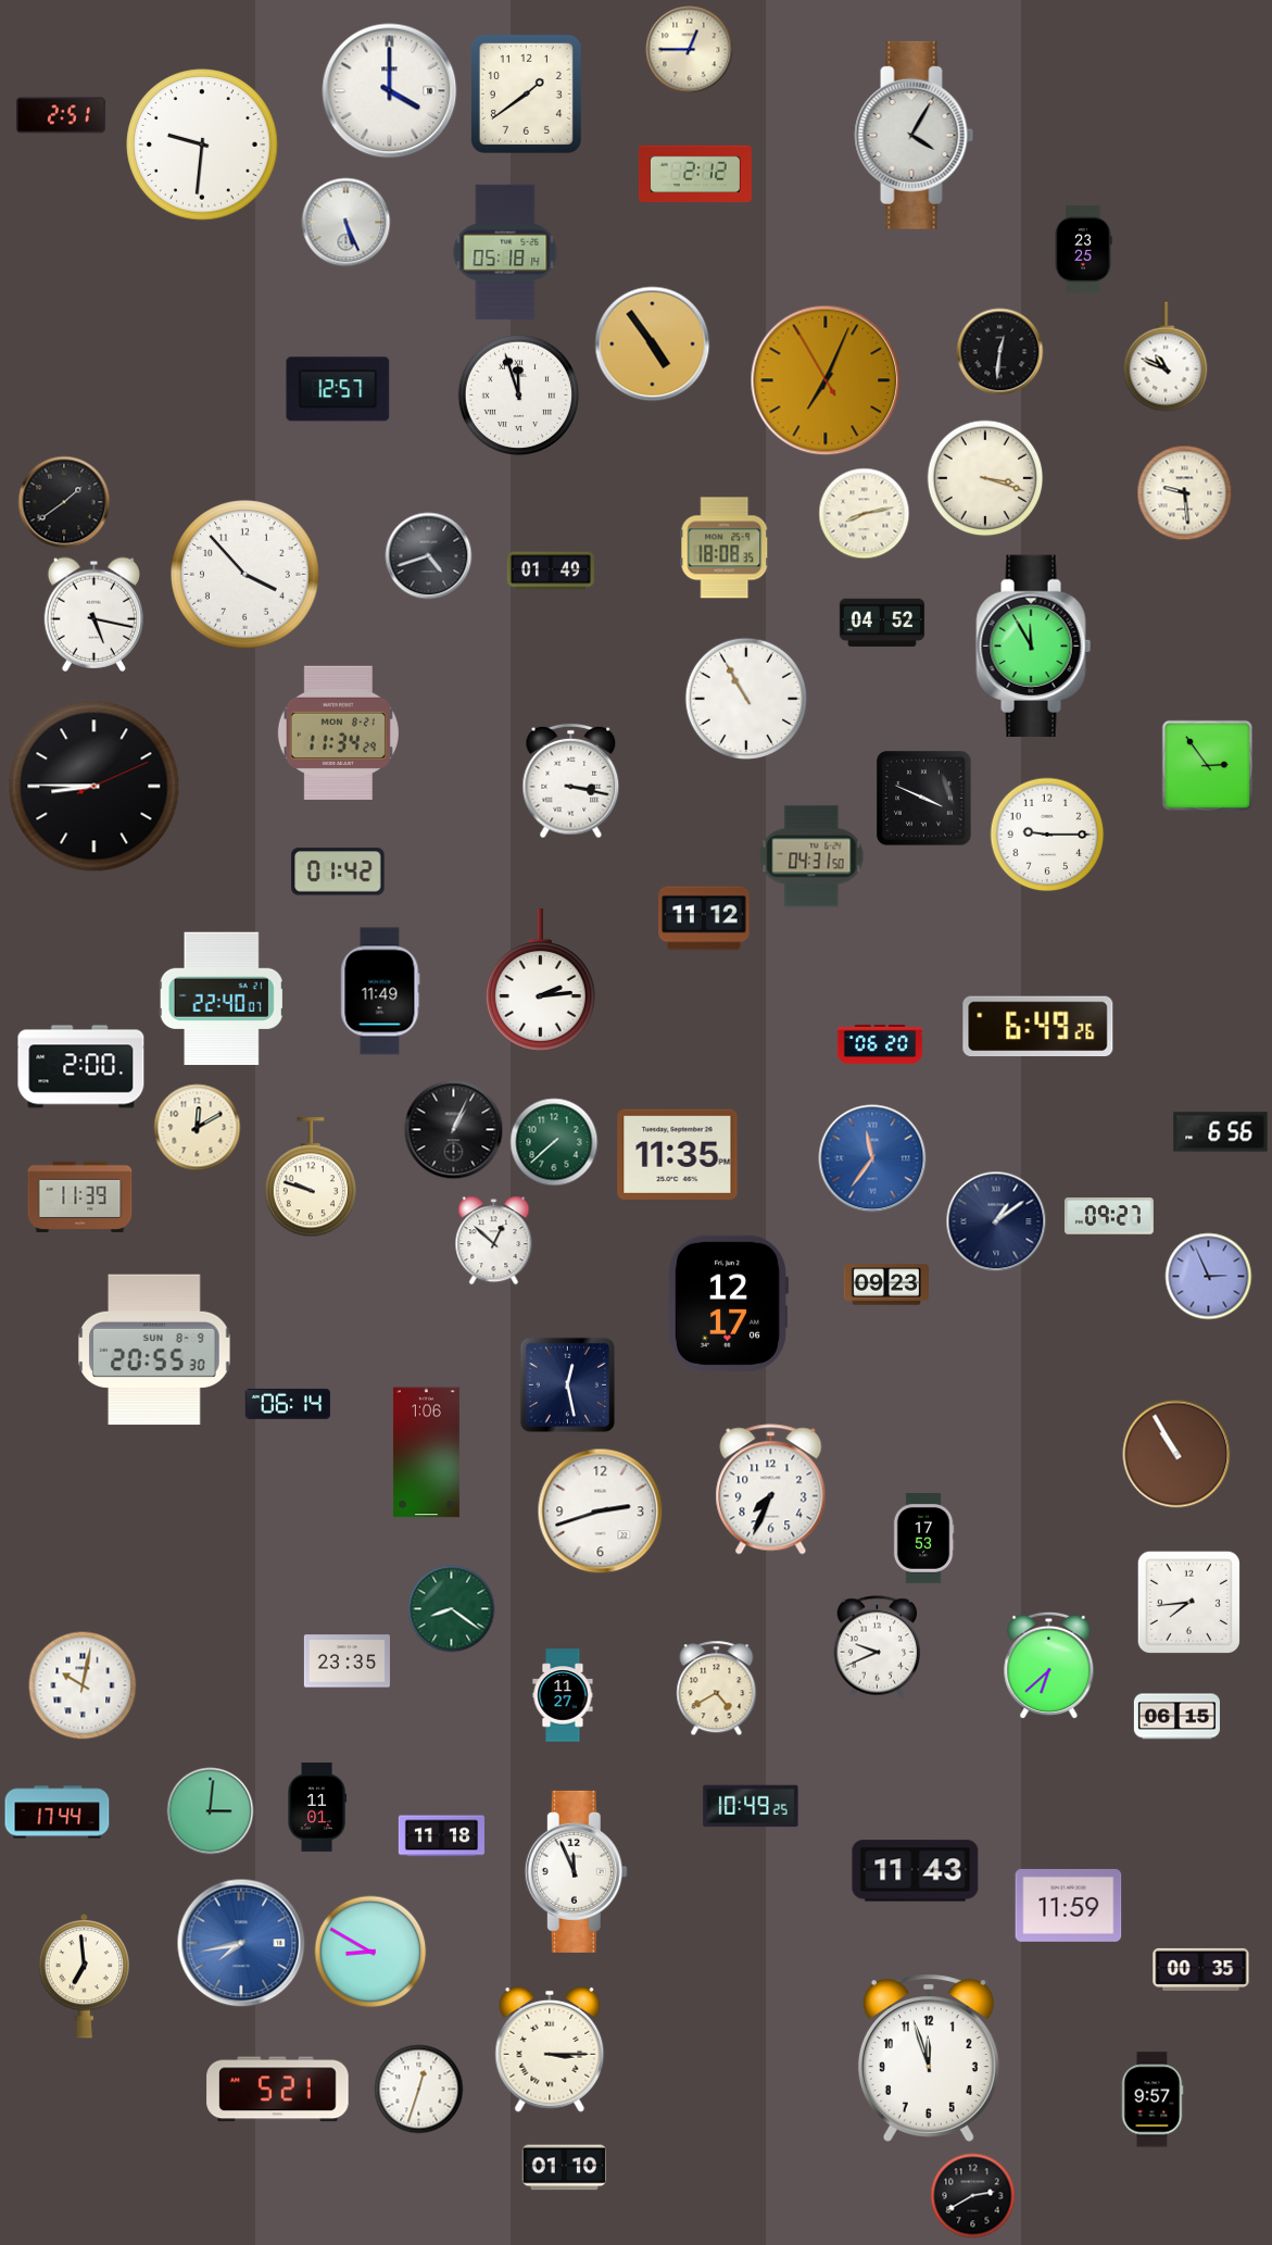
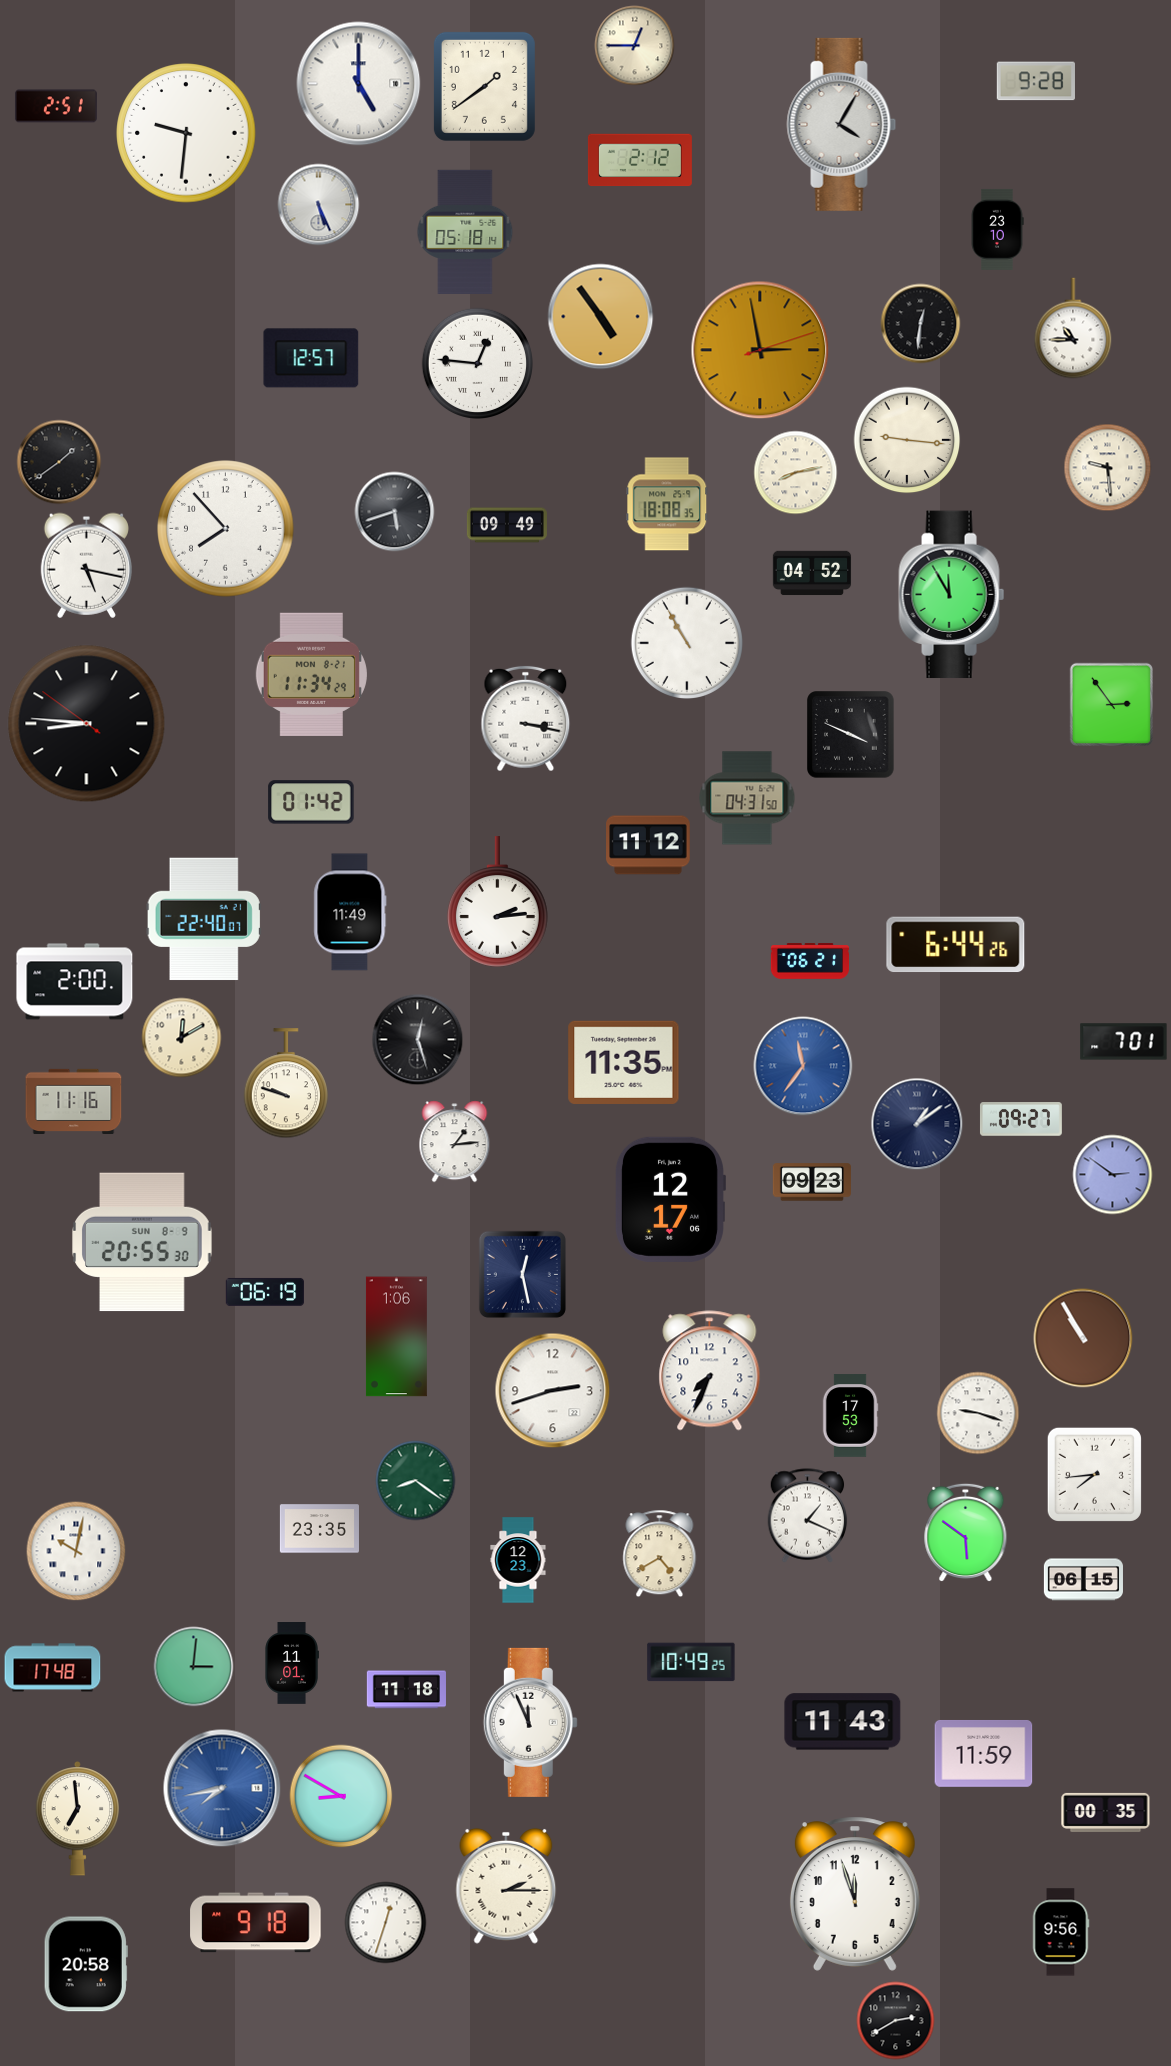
clock at (1036, 81): none -> 9:28
clock at (390, 91): 4:00 -> 5:00
clock at (1083, 249): 23:25 -> 23:10
clock at (1166, 356): 10:49 -> 10:45
clock at (826, 380): 7:03 -> 2:58
clock at (518, 394): 11:57 -> 12:46
clock at (985, 478): 3:18 -> 9:16
clock at (1185, 493) position: (1185, 493) -> (1108, 468)
clock at (429, 556): 4:42 -> 5:42
clock at (551, 570): 01:49 -> 09:49
clock at (245, 575): 3:53 -> 7:53
clock at (95, 787): 8:45:11 -> 8:45:51
clock at (1047, 835): 9:15 -> none
clock at (811, 856) position: (811, 856) -> (747, 798)
clock at (1038, 1027): 6:49 -> 6:44
clock at (880, 1044): 06:20 -> 06:21
clock at (454, 1130): 1:04 -> 12:27
clock at (1221, 1132): 6:56 -> 7:01
clock at (554, 1142): 7:38 -> none
clock at (80, 1196): 11:39 -> 11:16
clock at (494, 1241): 12:52 -> 1:14
clock at (1209, 1277): 2:56 -> 2:51
clock at (886, 1284) position: (886, 1284) -> (812, 1182)
clock at (287, 1404): 06:14 -> 06:19
clock at (426, 1453) position: (426, 1453) -> (396, 1337)
clock at (978, 1413): none -> 9:18
clock at (878, 1647): 9:41 -> 1:19
clock at (1049, 1666): 6:38 -> 5:51
clock at (563, 1695): 11:27 -> 12:23
clock at (58, 1813): 17:44 -> 17:48
clock at (550, 2049): 3:15 -> 2:15
clock at (278, 2090): 5:21 -> 9:18
clock at (1153, 2099): 9:57 -> 9:56
clock at (86, 1964): none -> 20:58
clock at (565, 2168): 01:10 -> none
